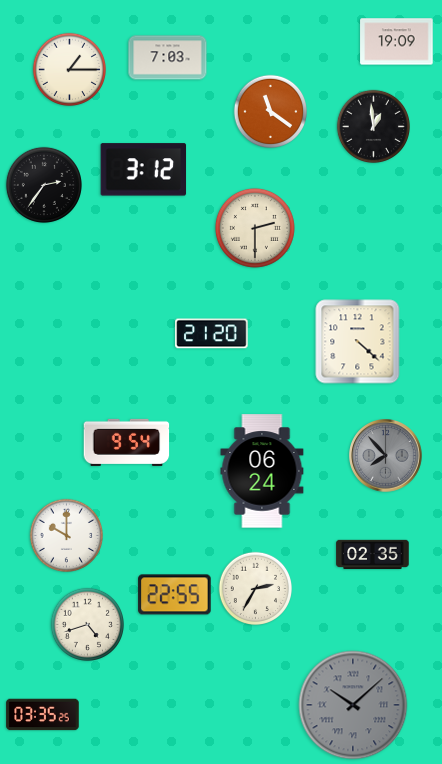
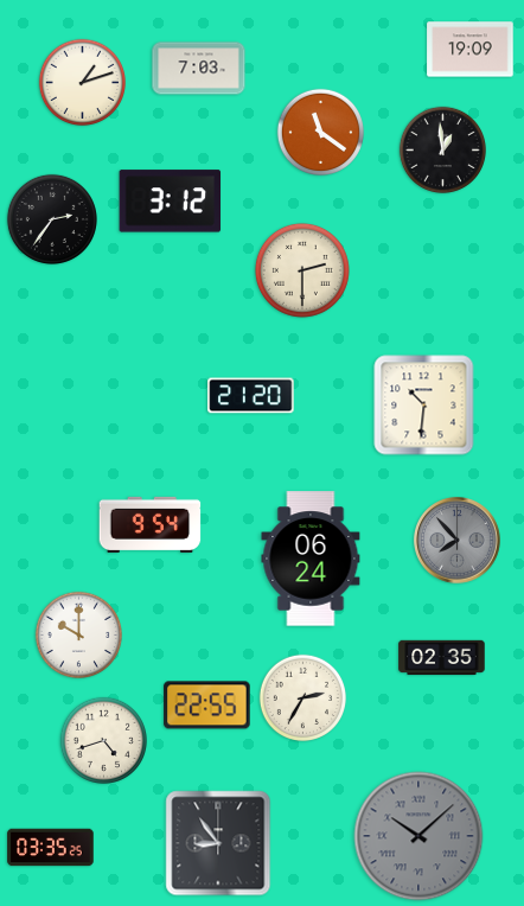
clock at (69, 69): 1:15 -> 1:12
clock at (358, 342): 4:22 -> 10:31
clock at (218, 843): none -> 8:54
